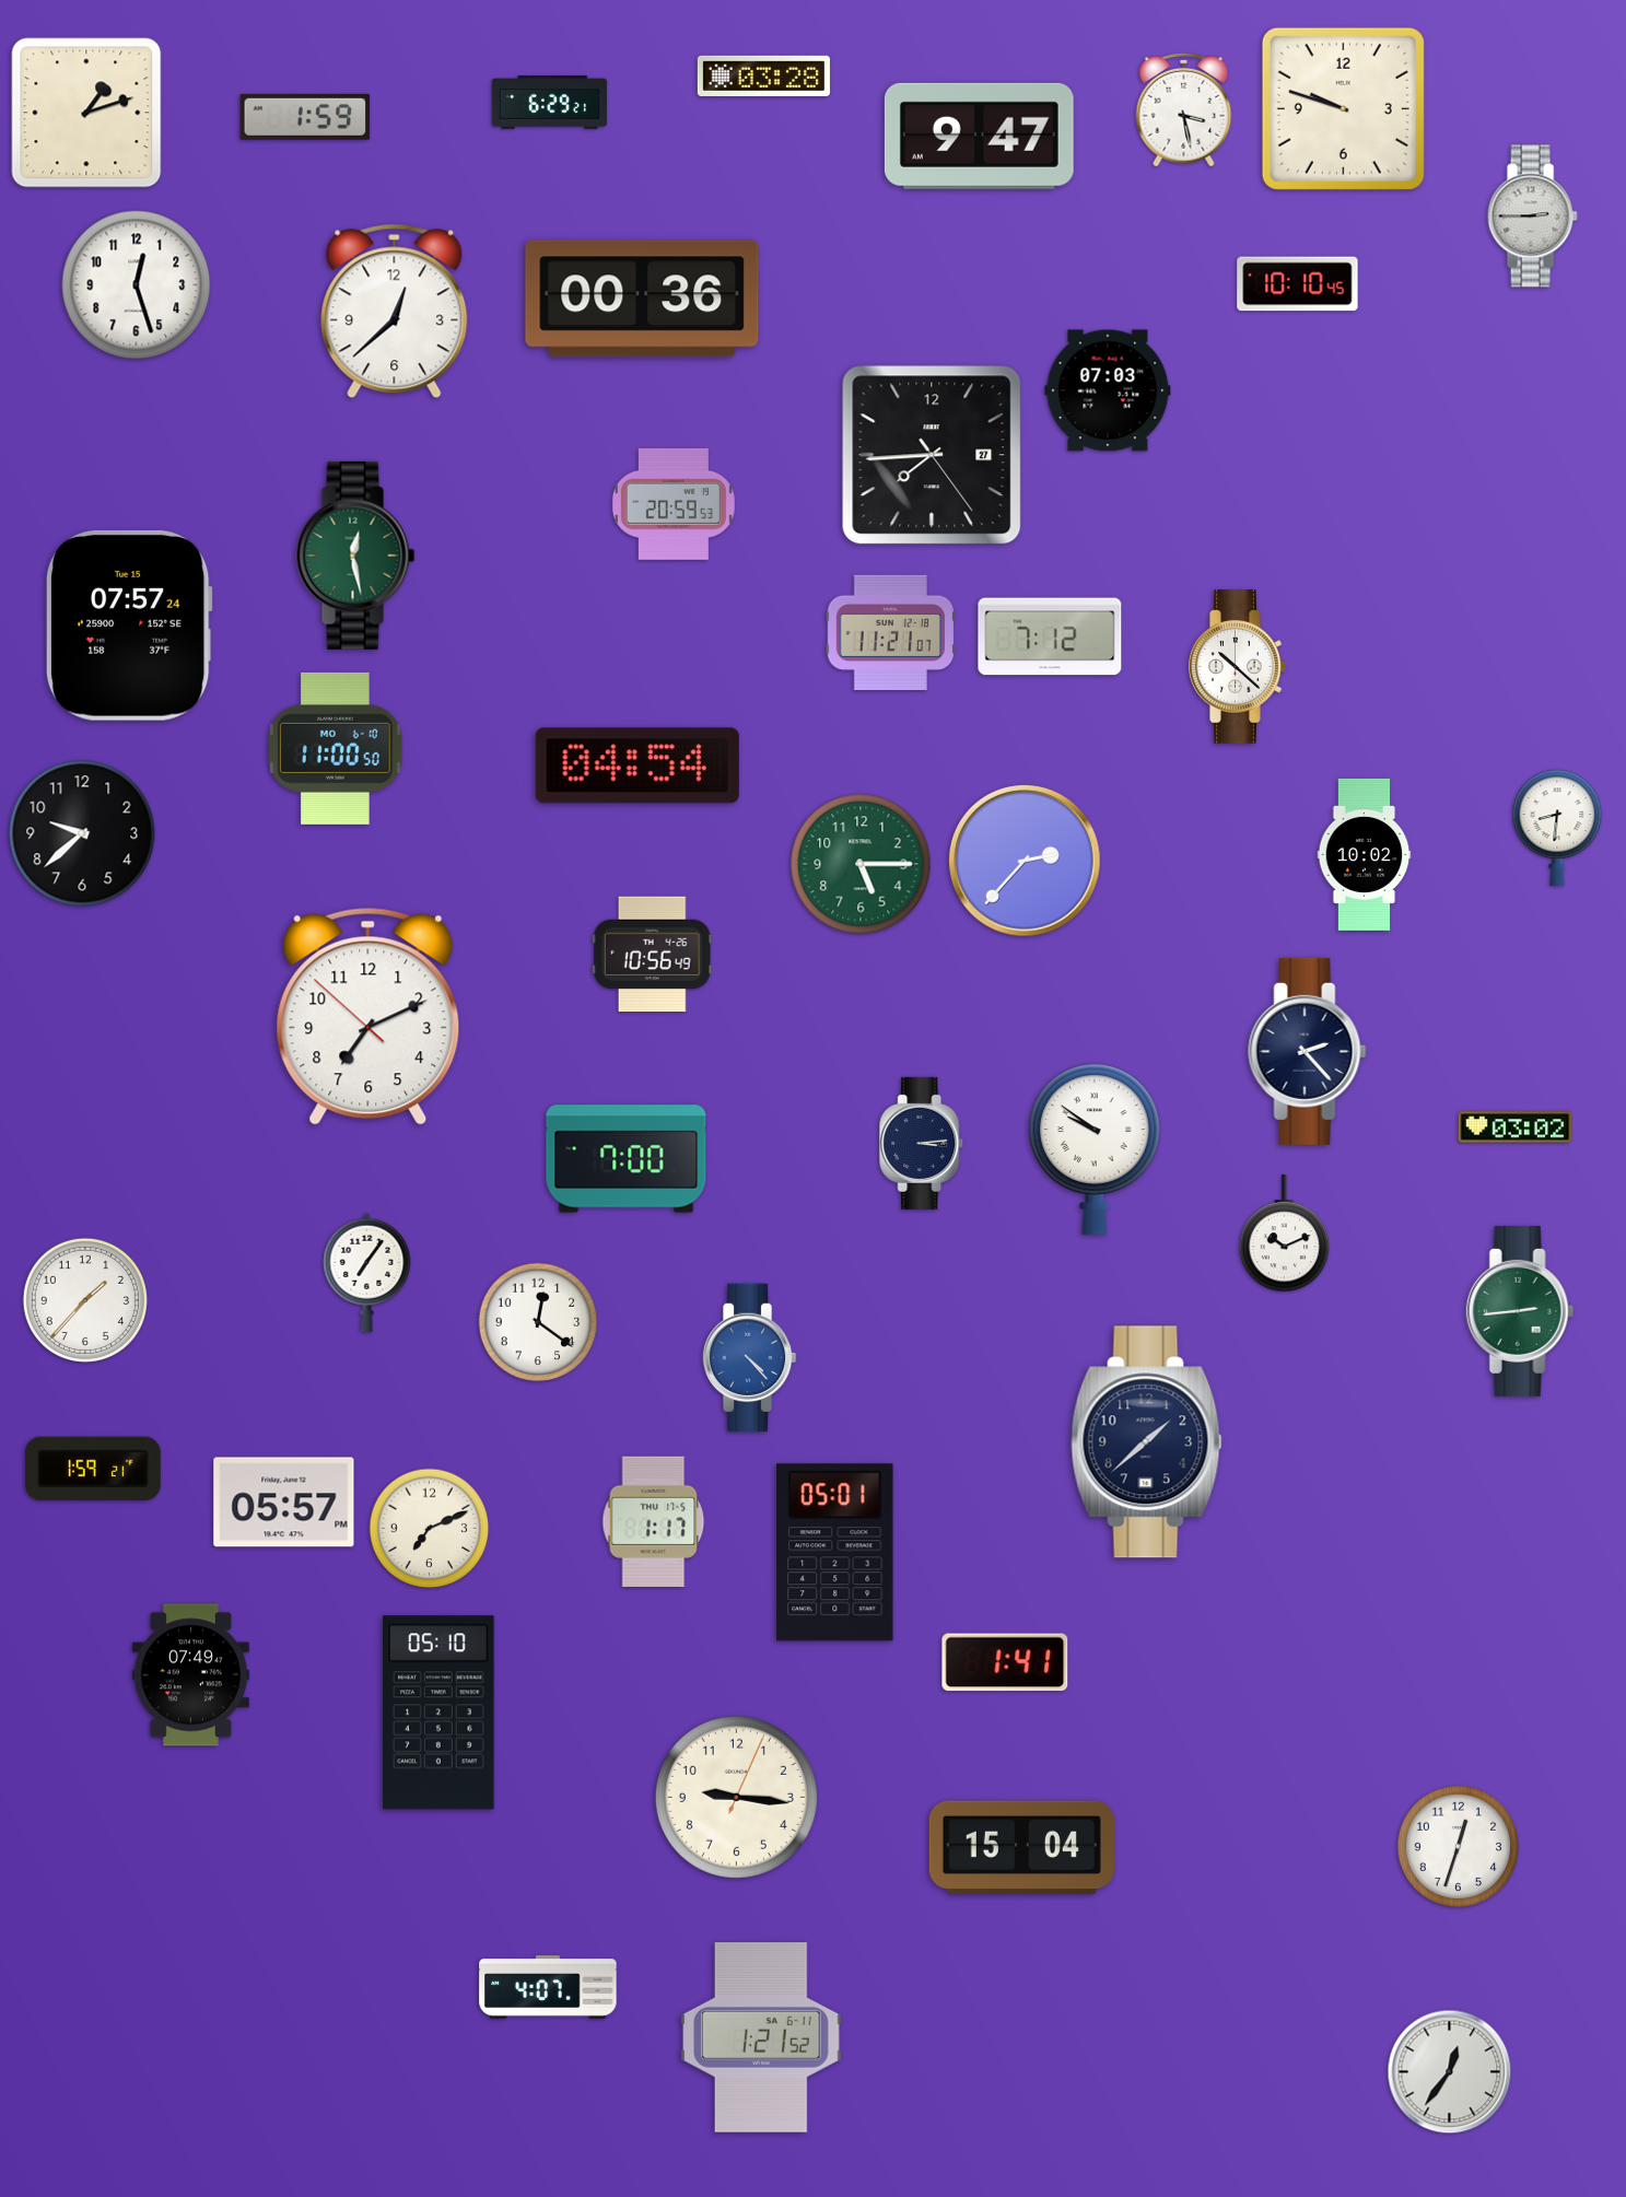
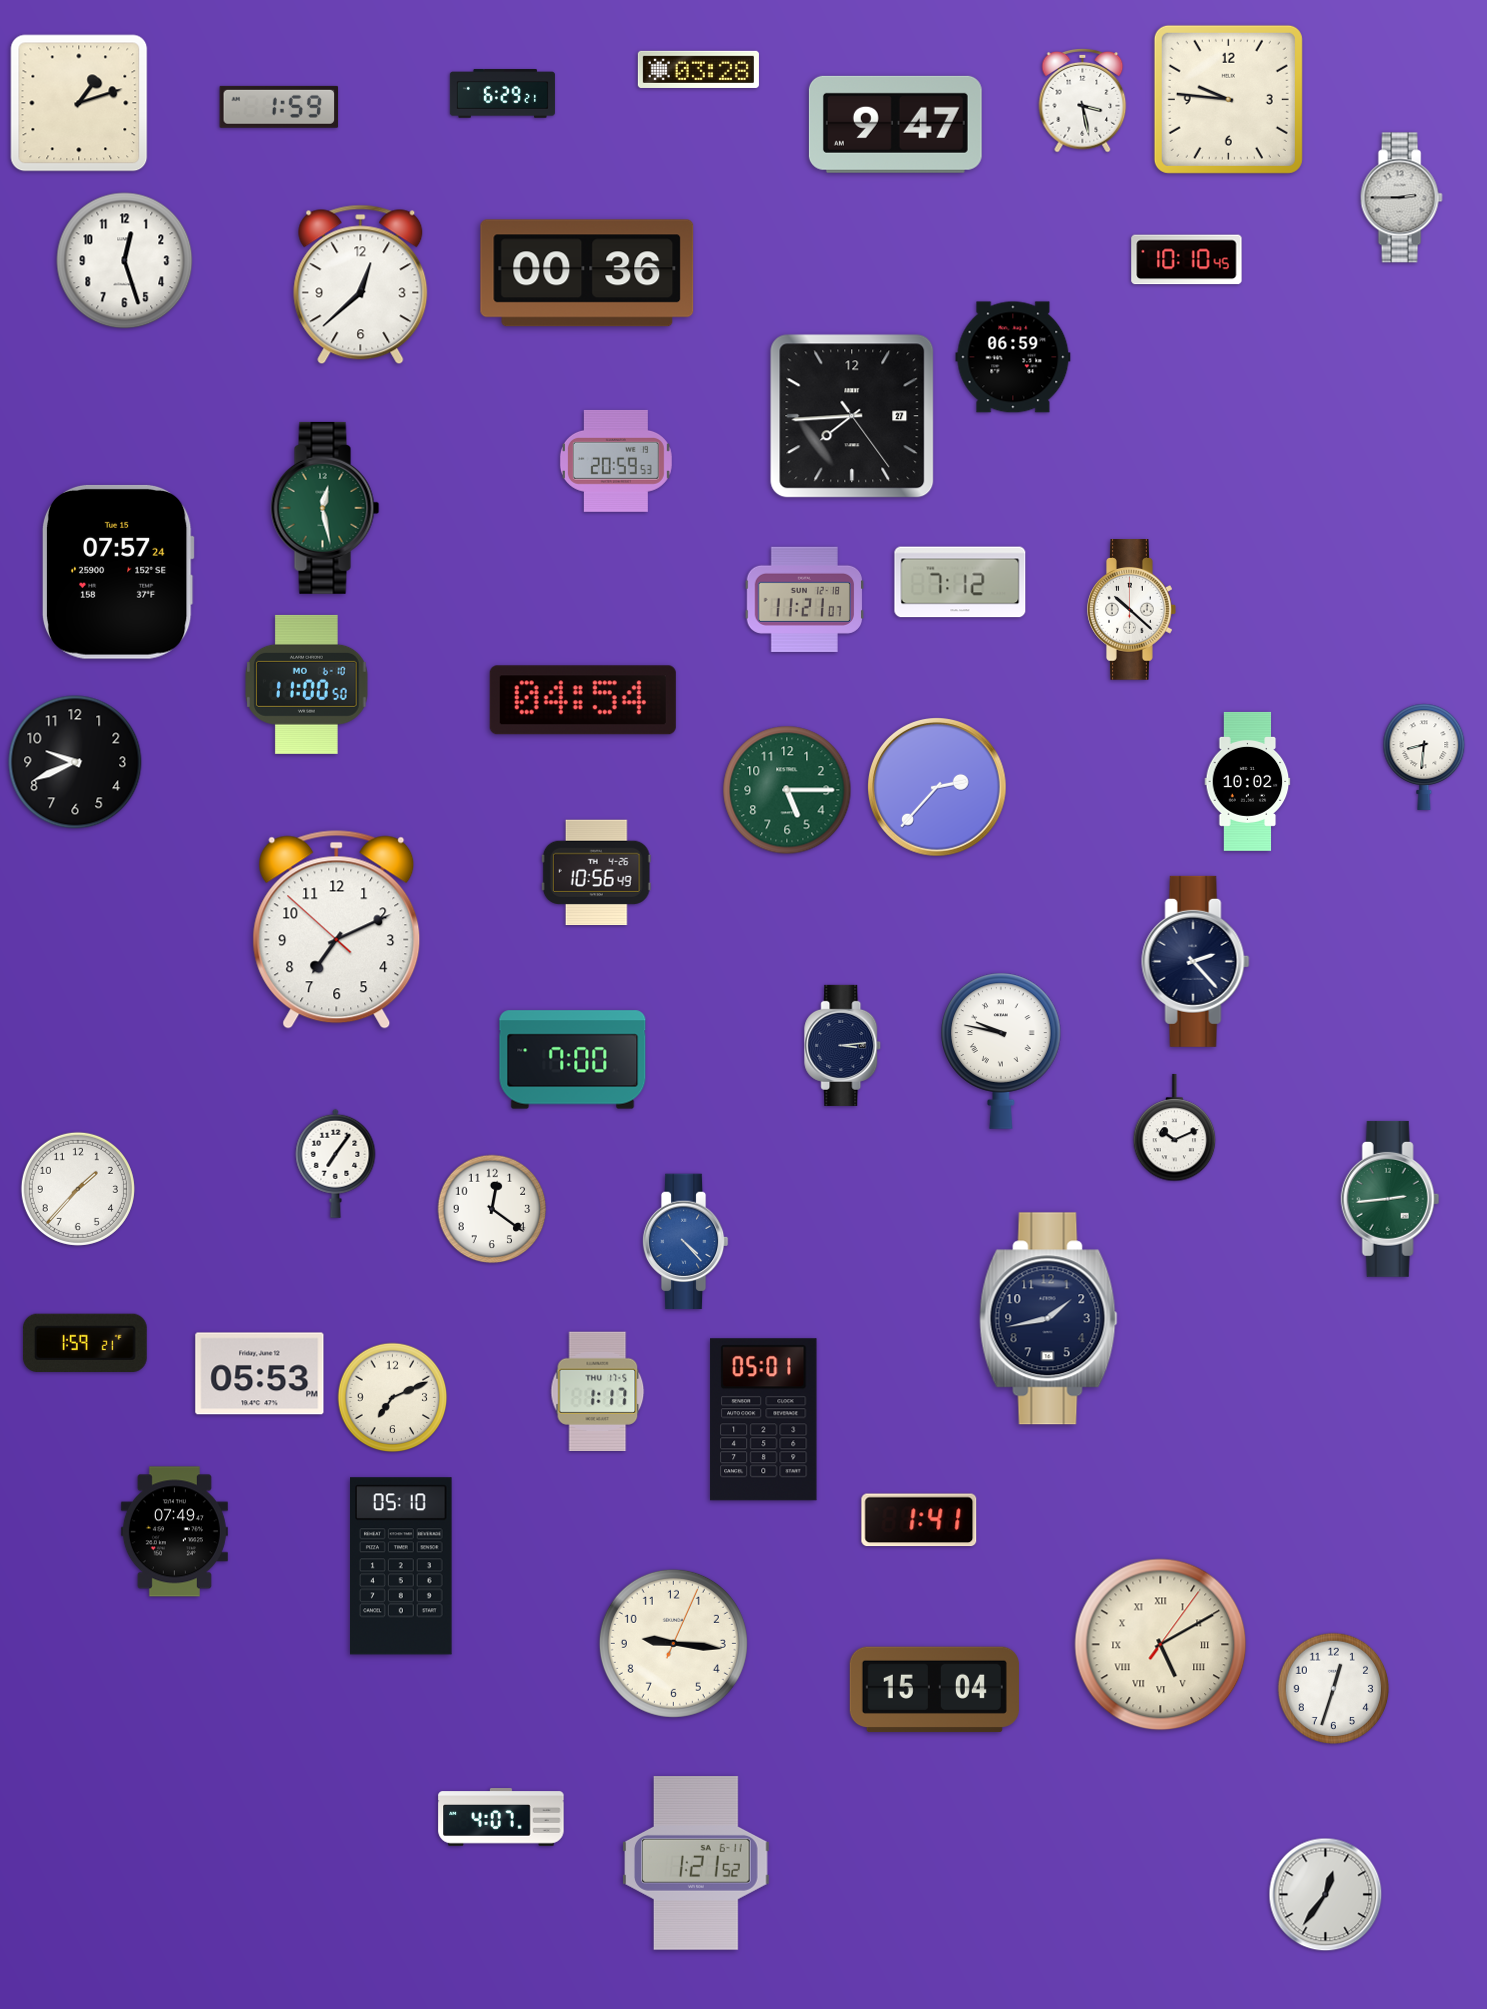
clock at (1343, 108): 9:48 -> 9:46
clock at (1108, 390): 07:03 -> 06:59
clock at (891, 632) position: (891, 632) -> (805, 599)
clock at (82, 833): 9:38 -> 9:41
clock at (1516, 1127): 03:02 -> none
clock at (1096, 1149): 9:51 -> 9:47
clock at (1147, 1442): 1:38 -> 1:43
clock at (284, 1503): 05:57 -> 05:53
clock at (1161, 1645): none -> 5:10
